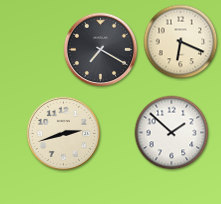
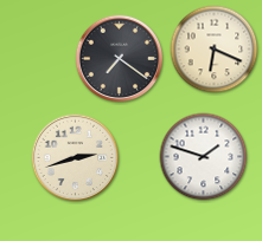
clock at (101, 50): 7:20 -> 7:21
clock at (172, 133): 1:52 -> 1:48
